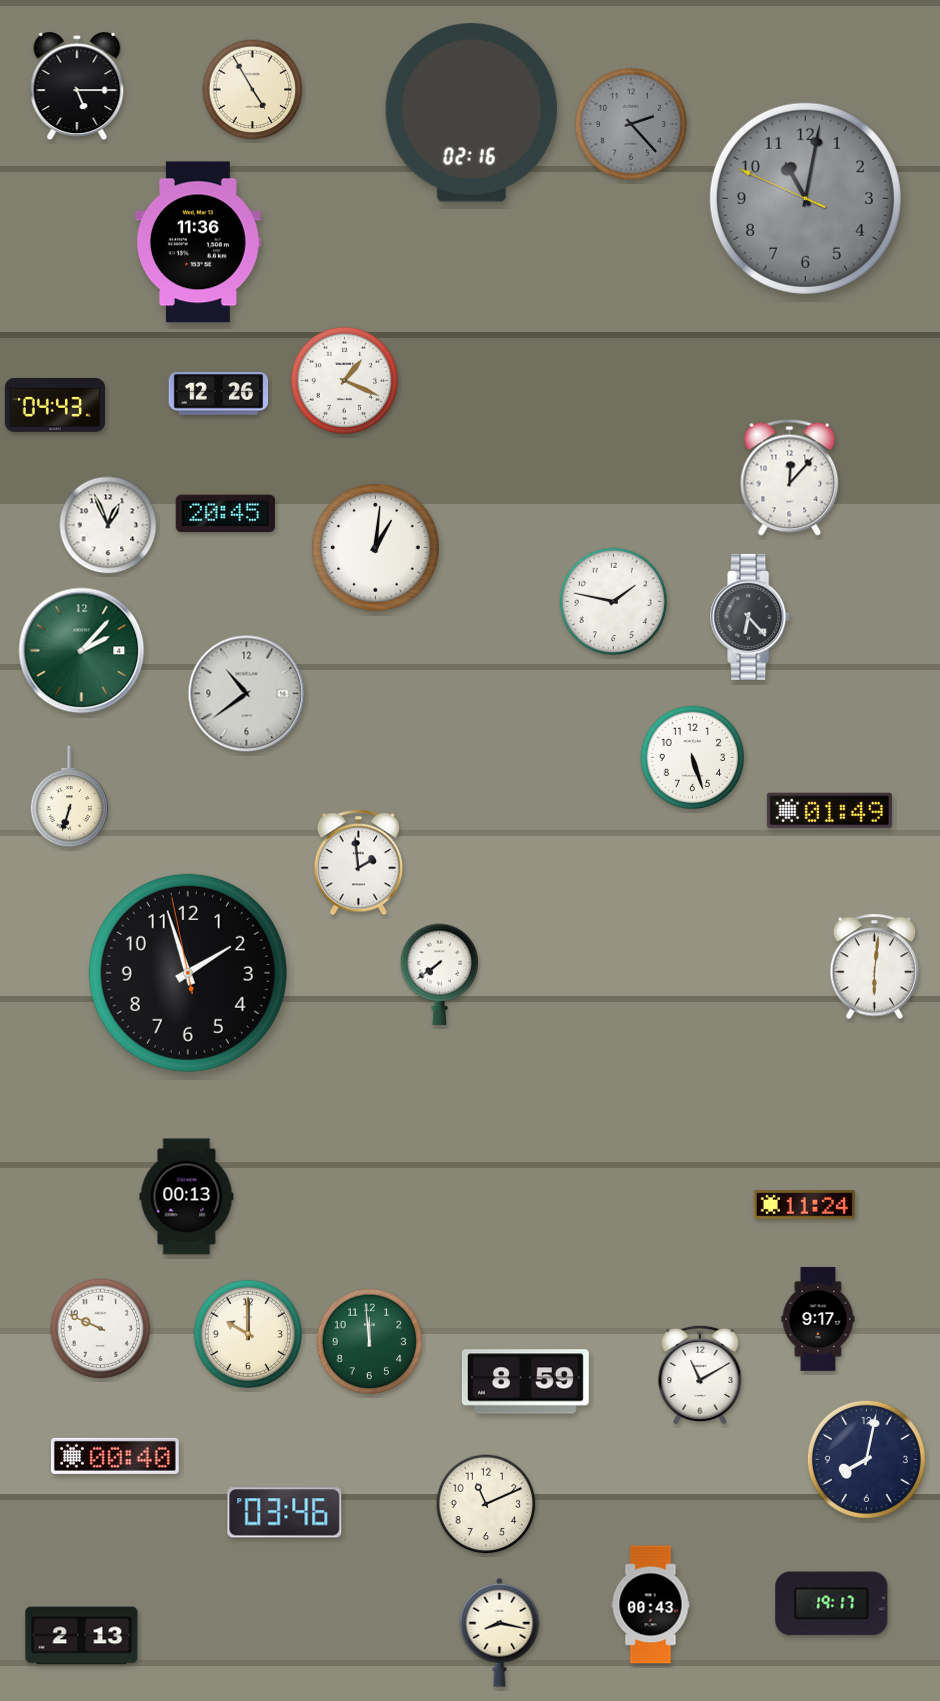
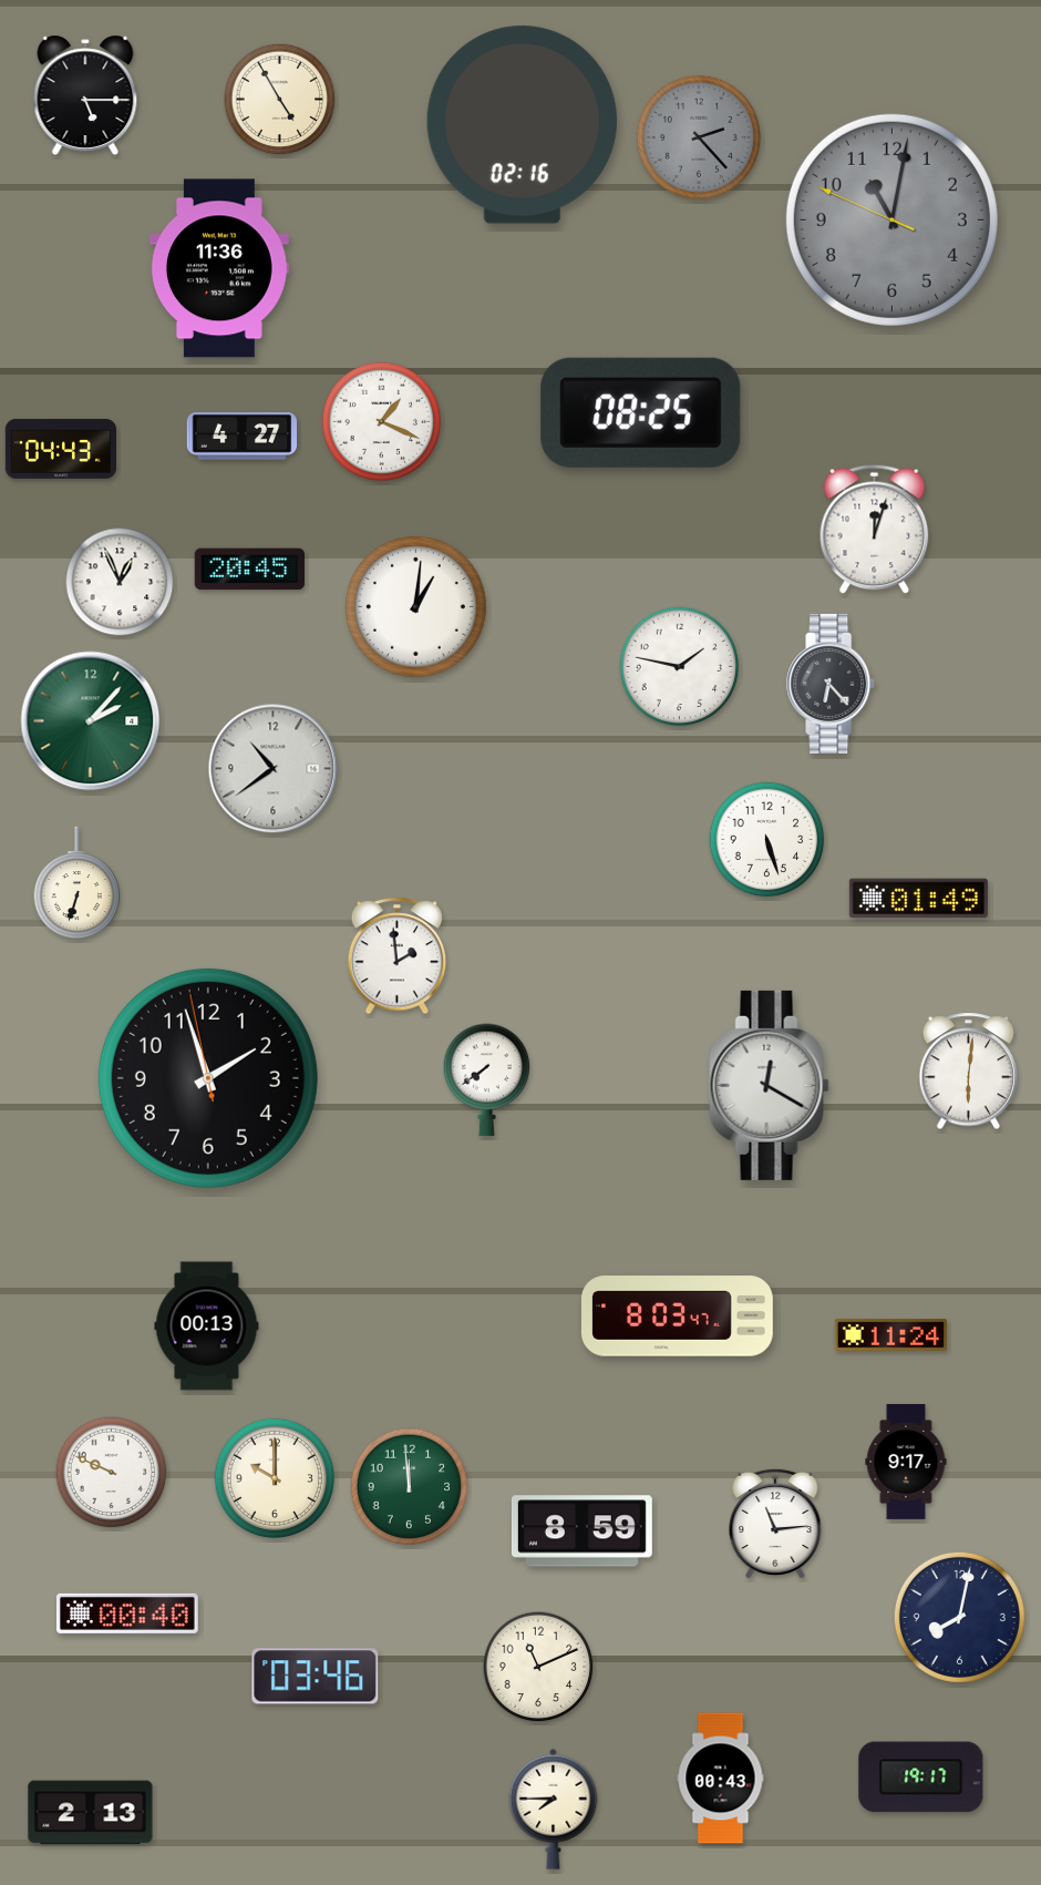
clock at (641, 412): none -> 08:25
clock at (219, 394): 12:26 -> 4:27
clock at (790, 477): 12:07 -> 12:03
clock at (770, 1085): none -> 12:20
clock at (677, 1317): none -> 8:03
clock at (700, 1375): 11:10 -> 11:14
clock at (500, 1632): 8:17 -> 7:45
